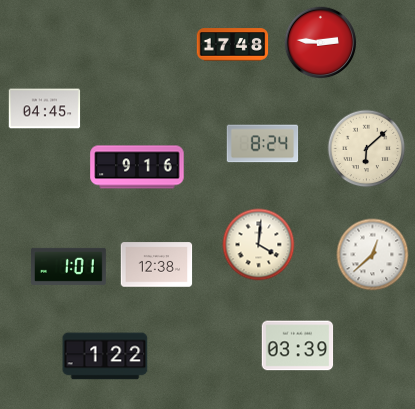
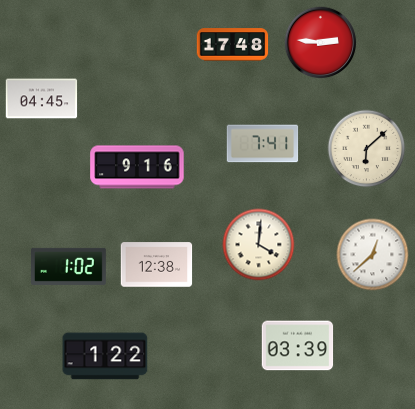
clock at (45, 109) position: (45, 109) -> (42, 99)
clock at (263, 144): 8:24 -> 7:41
clock at (69, 266): 1:01 -> 1:02
